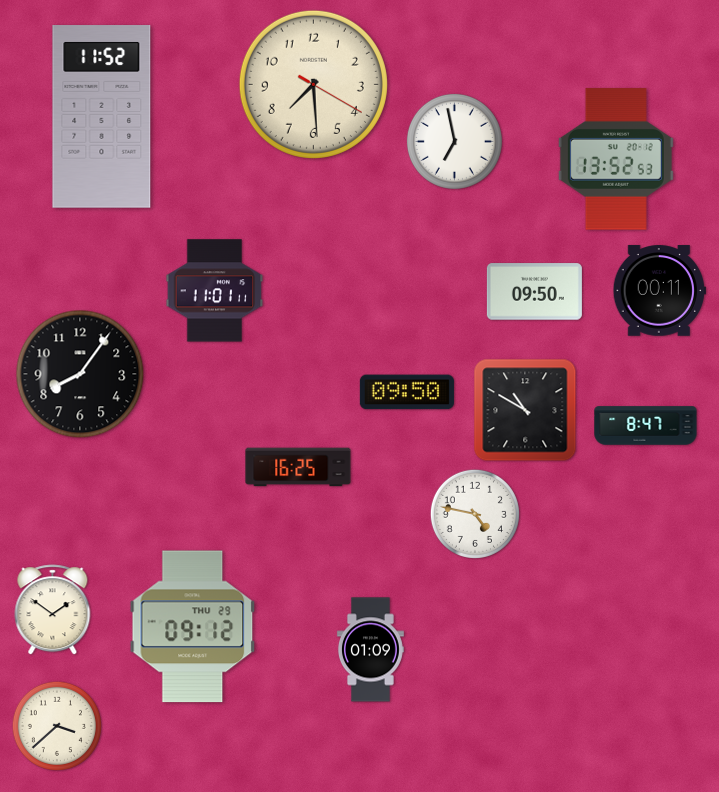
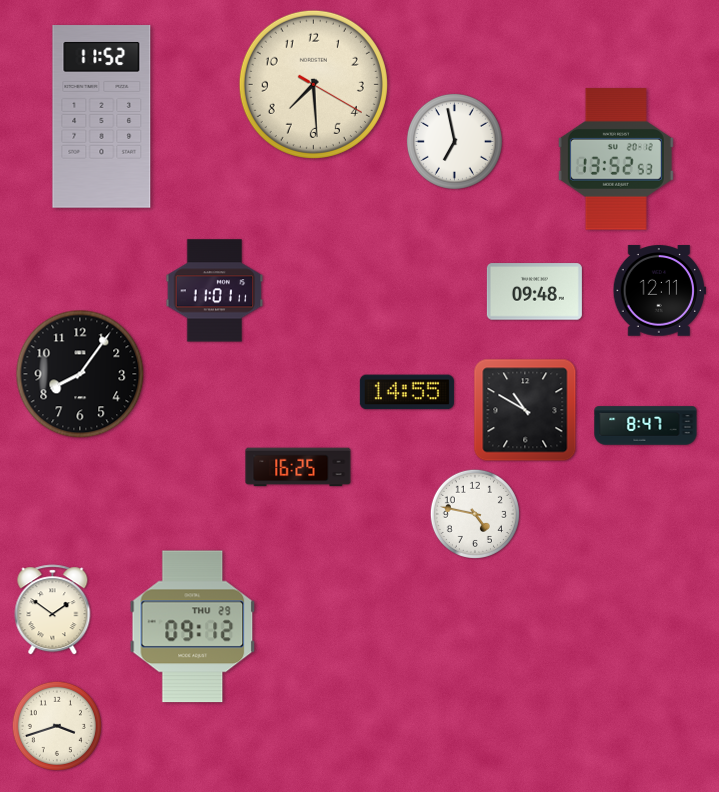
clock at (659, 291): 00:11 -> 12:11
clock at (534, 292): 09:50 -> 09:48
clock at (407, 392): 09:50 -> 14:55
clock at (370, 650): 01:09 -> none
clock at (57, 726): 3:38 -> 3:42
